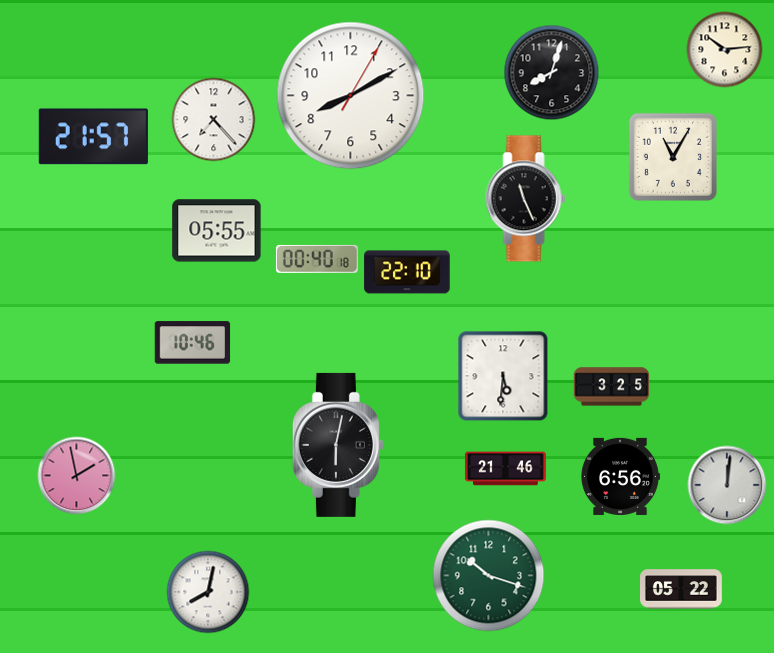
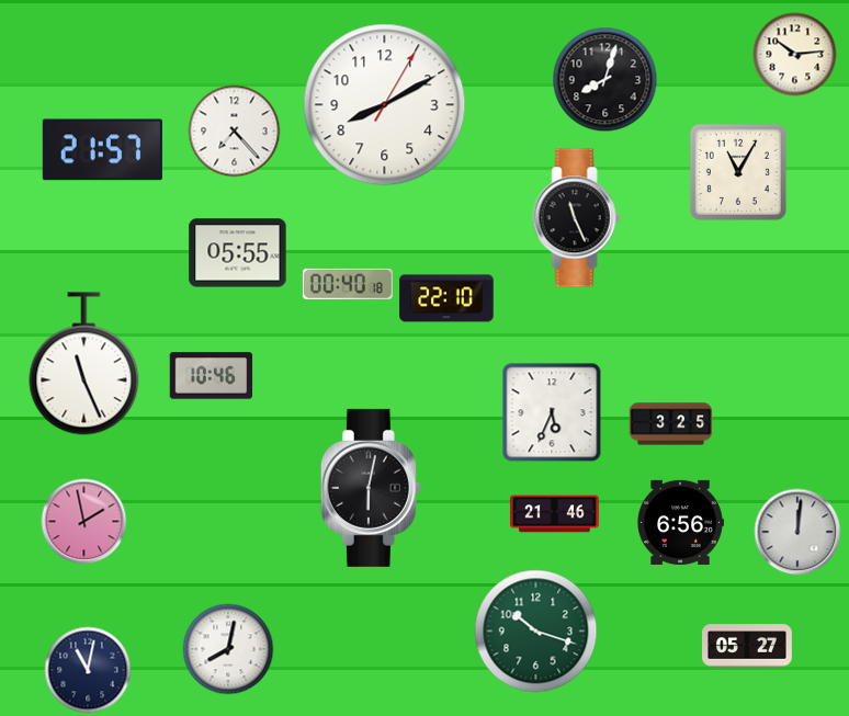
clock at (84, 364): none -> 11:26
clock at (503, 376): 5:31 -> 5:34
clock at (682, 589): 05:22 -> 05:27
clock at (88, 670): none -> 11:02
